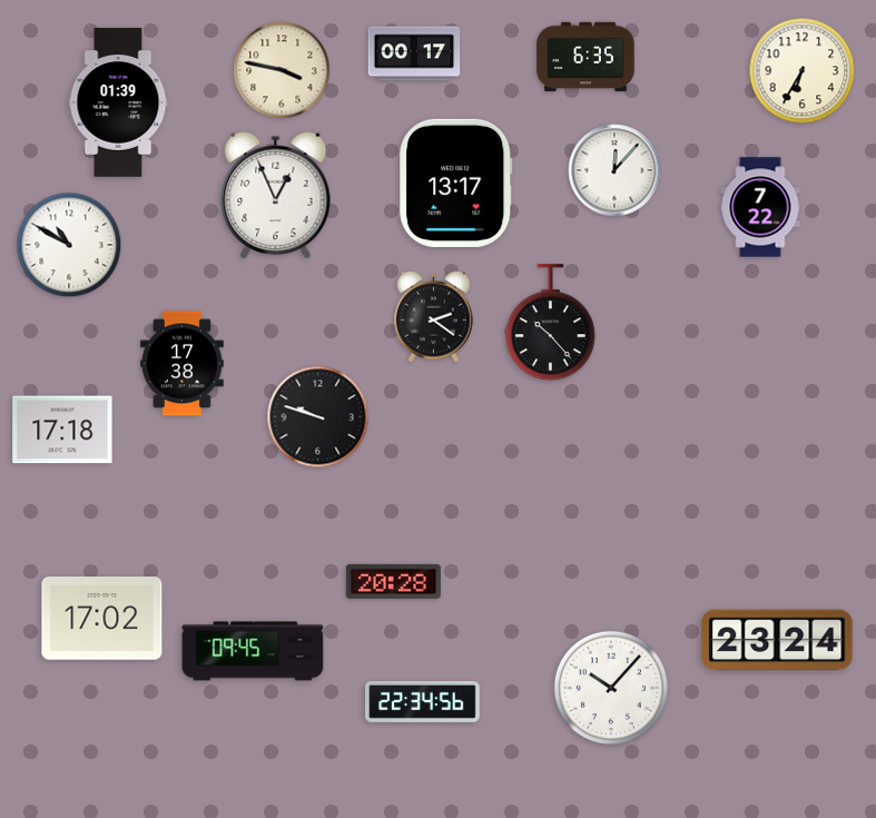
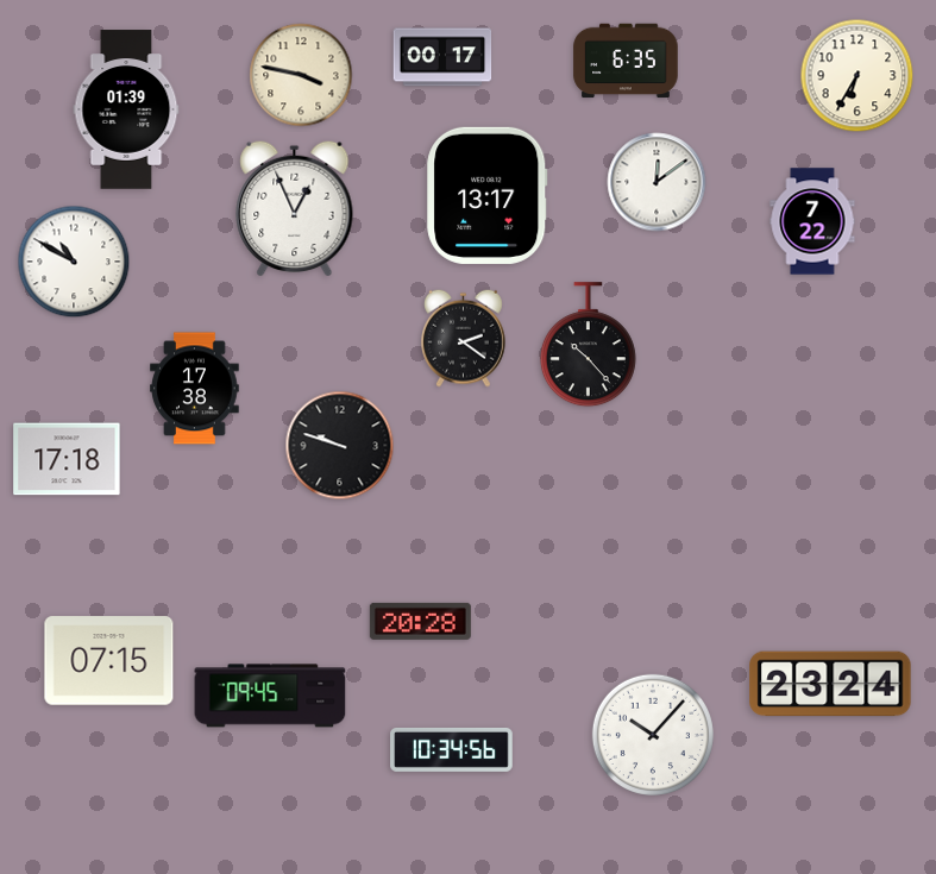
clock at (614, 170): 12:07 -> 12:09
clock at (102, 619): 17:02 -> 07:15
clock at (423, 701): 22:34 -> 10:34
